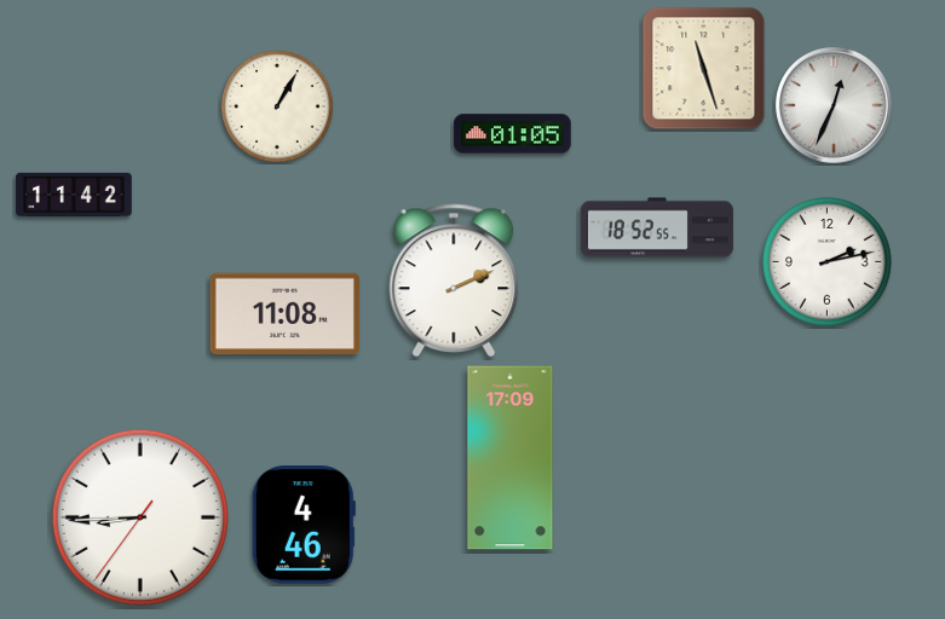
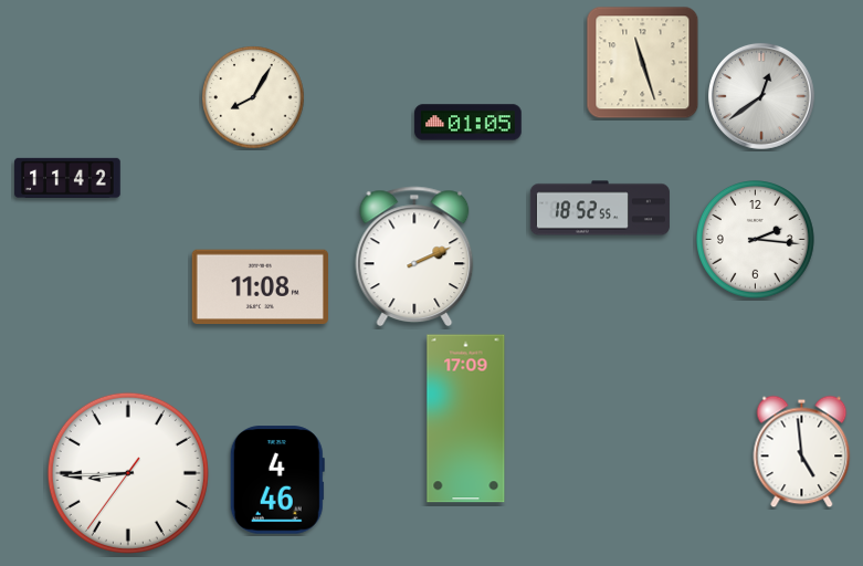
clock at (834, 105): 12:34 -> 12:39
clock at (277, 106): 1:05 -> 8:05
clock at (828, 262): 2:13 -> 2:16
clock at (802, 452): none -> 4:59
